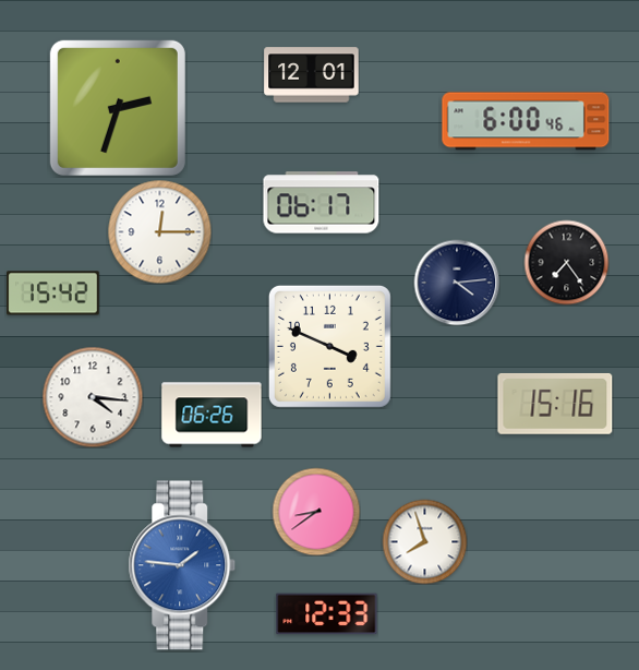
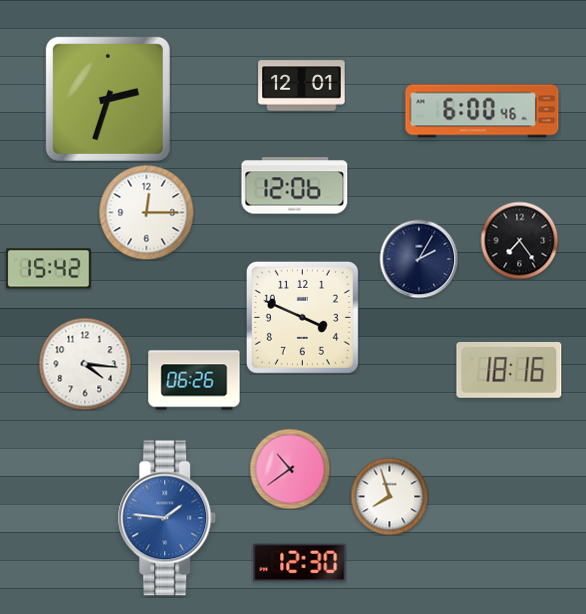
clock at (312, 75) position: (312, 75) -> (302, 86)
clock at (322, 203): 06:17 -> 12:06
clock at (457, 283): 4:14 -> 2:05
clock at (555, 404): 15:16 -> 18:16
clock at (316, 512): 8:39 -> 10:39
clock at (327, 614): 12:33 -> 12:30
